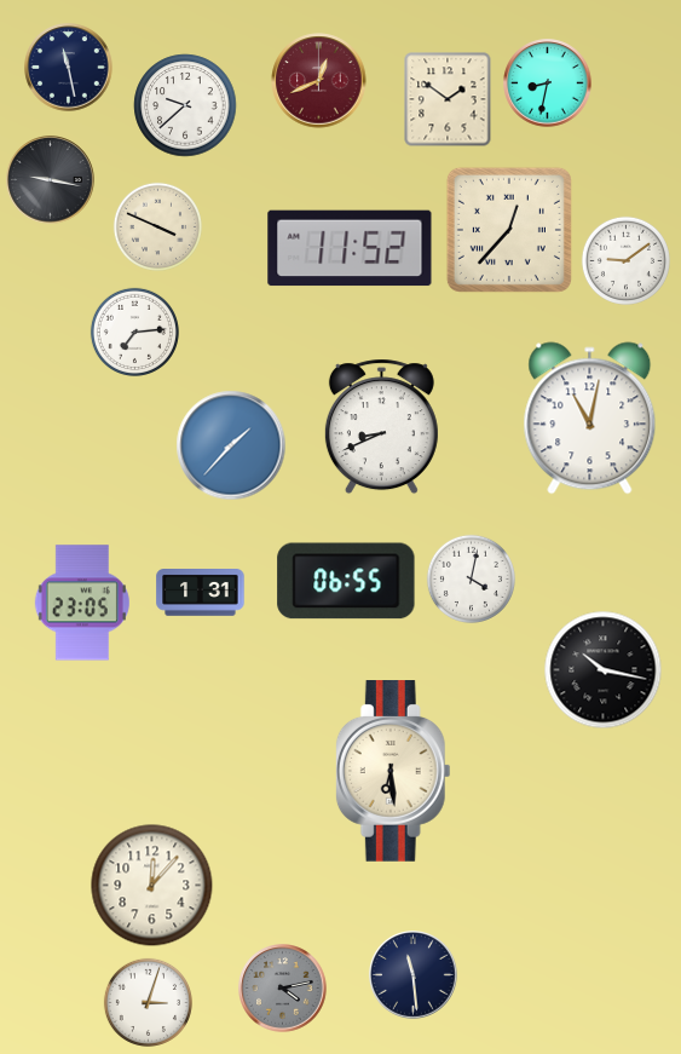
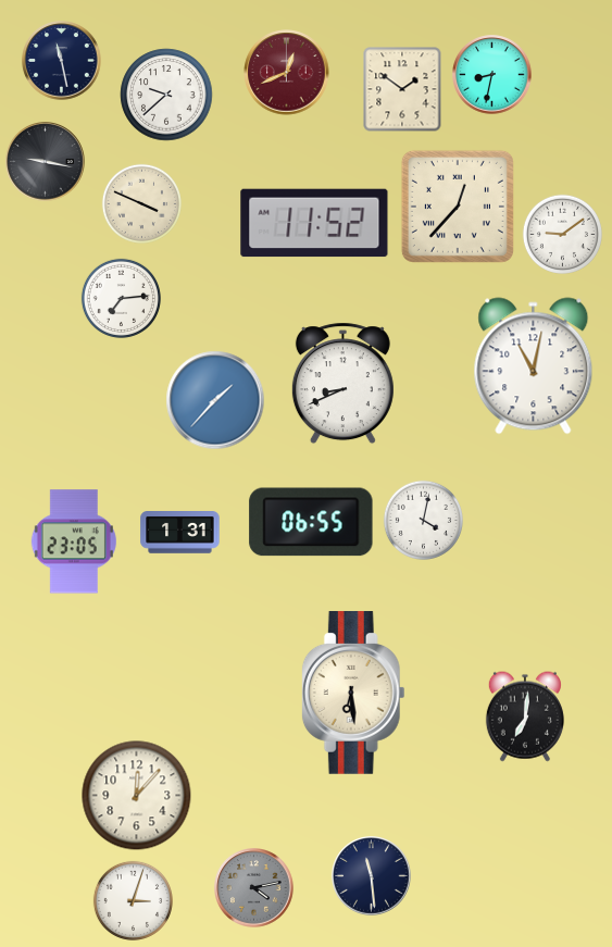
clock at (590, 419) position: (590, 419) -> (534, 366)
clock at (231, 445) position: (231, 445) -> (215, 400)
clock at (604, 670): 10:17 -> none
clock at (525, 717): none -> 7:01
